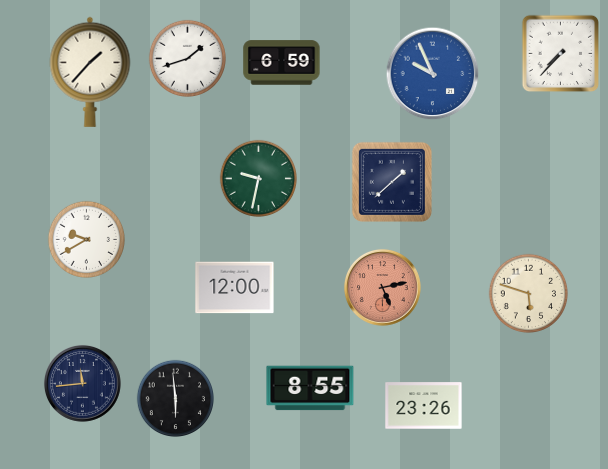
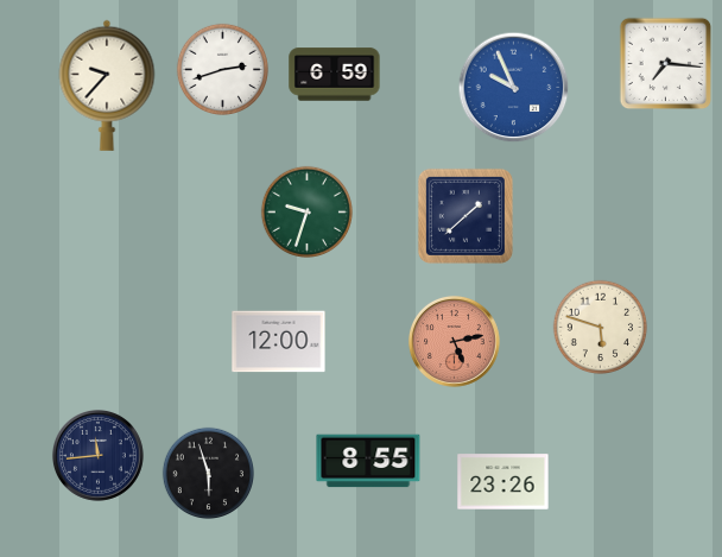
clock at (560, 53): 7:37 -> 7:16
clock at (187, 58): 1:42 -> 2:42
clock at (90, 72): 1:37 -> 9:37
clock at (258, 178): 9:32 -> 9:33
clock at (86, 239): 9:40 -> none
clock at (528, 293) position: (528, 293) -> (600, 327)
clock at (175, 398): 5:59 -> 5:57
